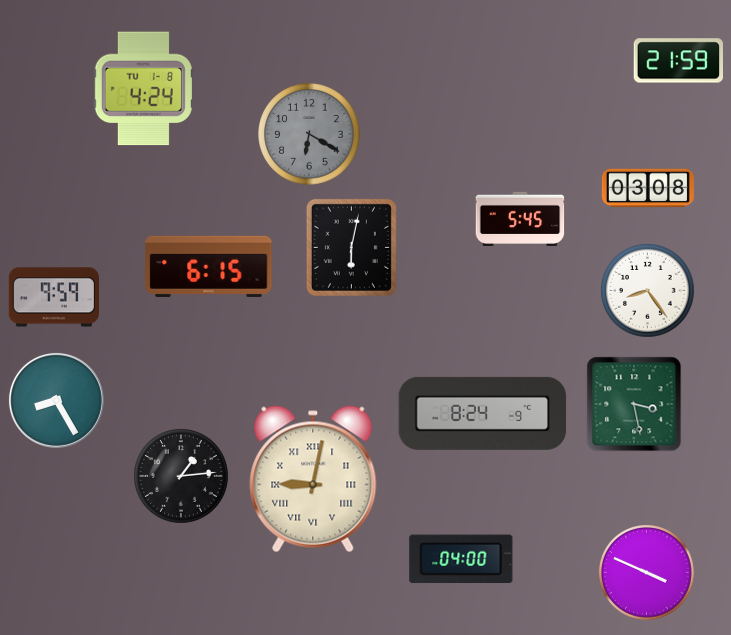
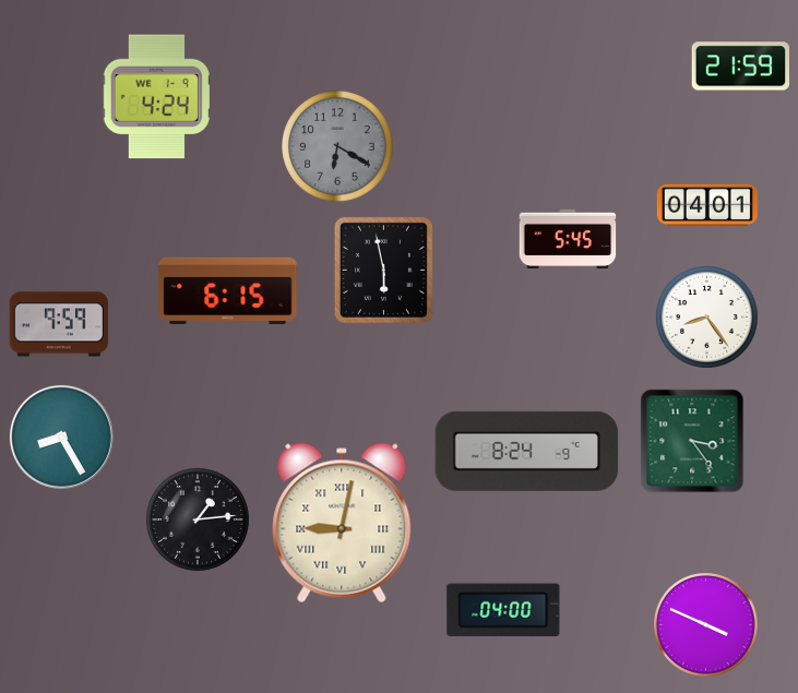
clock at (143, 89) date: TU 1-8 -> WE 1-9
clock at (648, 188): 03:08 -> 04:01
clock at (351, 247): 6:02 -> 5:58
clock at (634, 404): 3:28 -> 3:24
